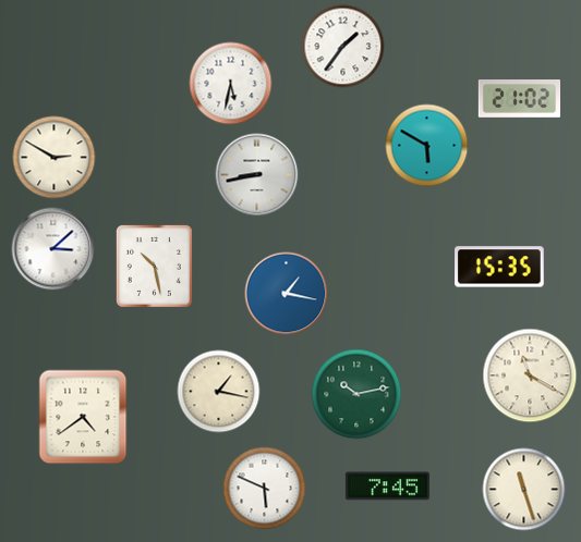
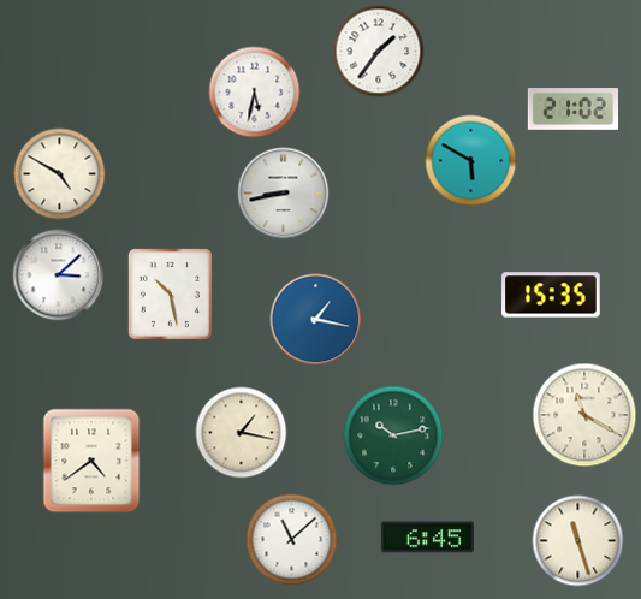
clock at (55, 158): 2:50 -> 4:50
clock at (287, 294) position: (287, 294) -> (316, 320)
clock at (387, 486): 7:45 -> 6:45
clock at (265, 489): 5:49 -> 11:08
